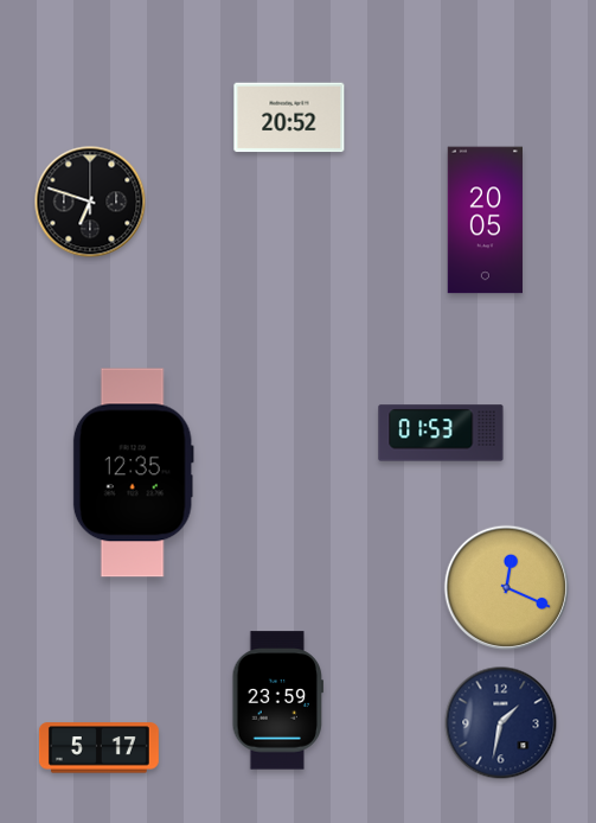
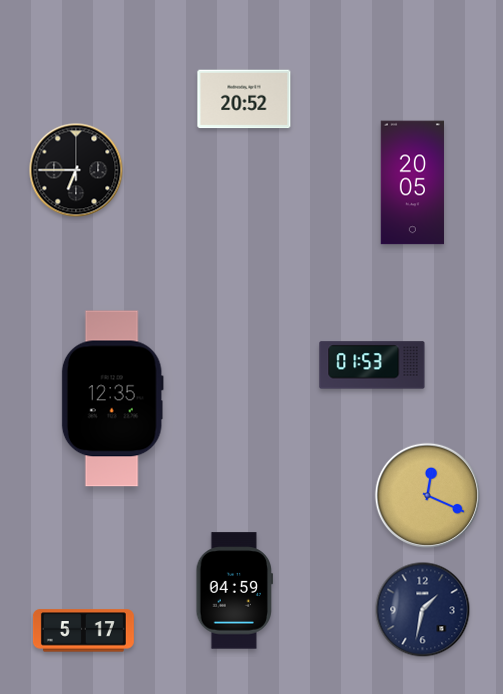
clock at (90, 202): 6:48 -> 6:45
clock at (485, 221) position: (485, 221) -> (412, 183)
clock at (278, 701): 23:59 -> 04:59
